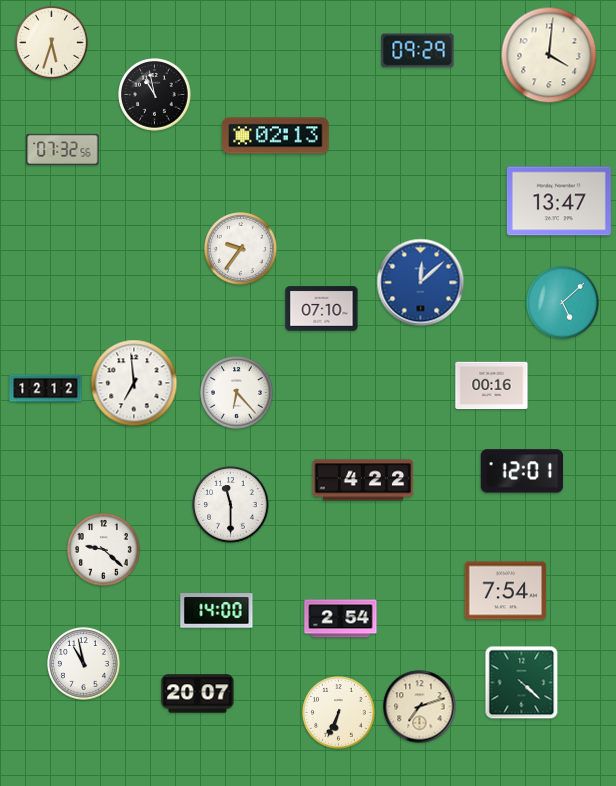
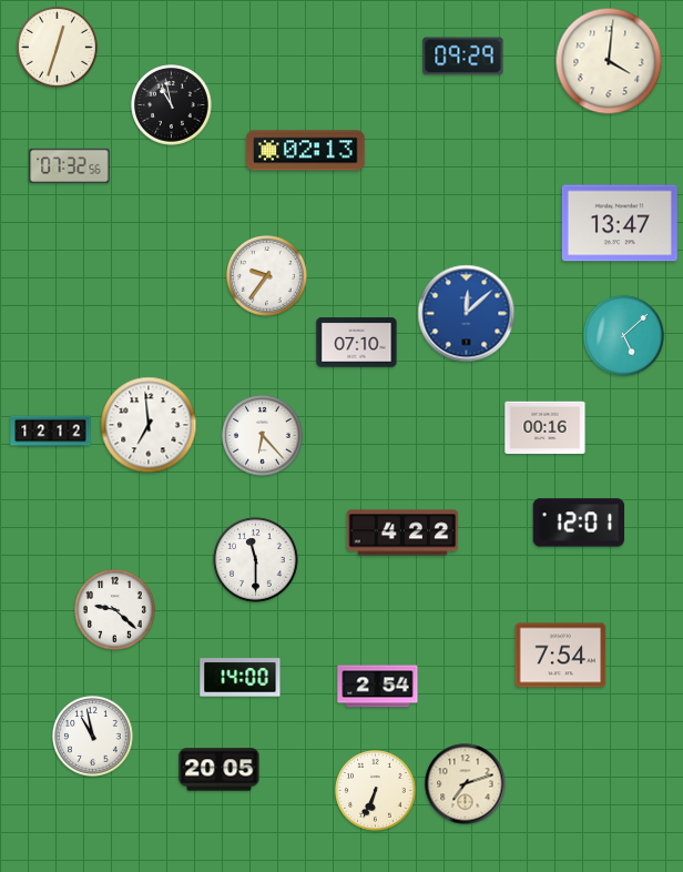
clock at (52, 43): 5:33 -> 12:33
clock at (522, 683): 4:22 -> none
clock at (198, 694): 20:07 -> 20:05
